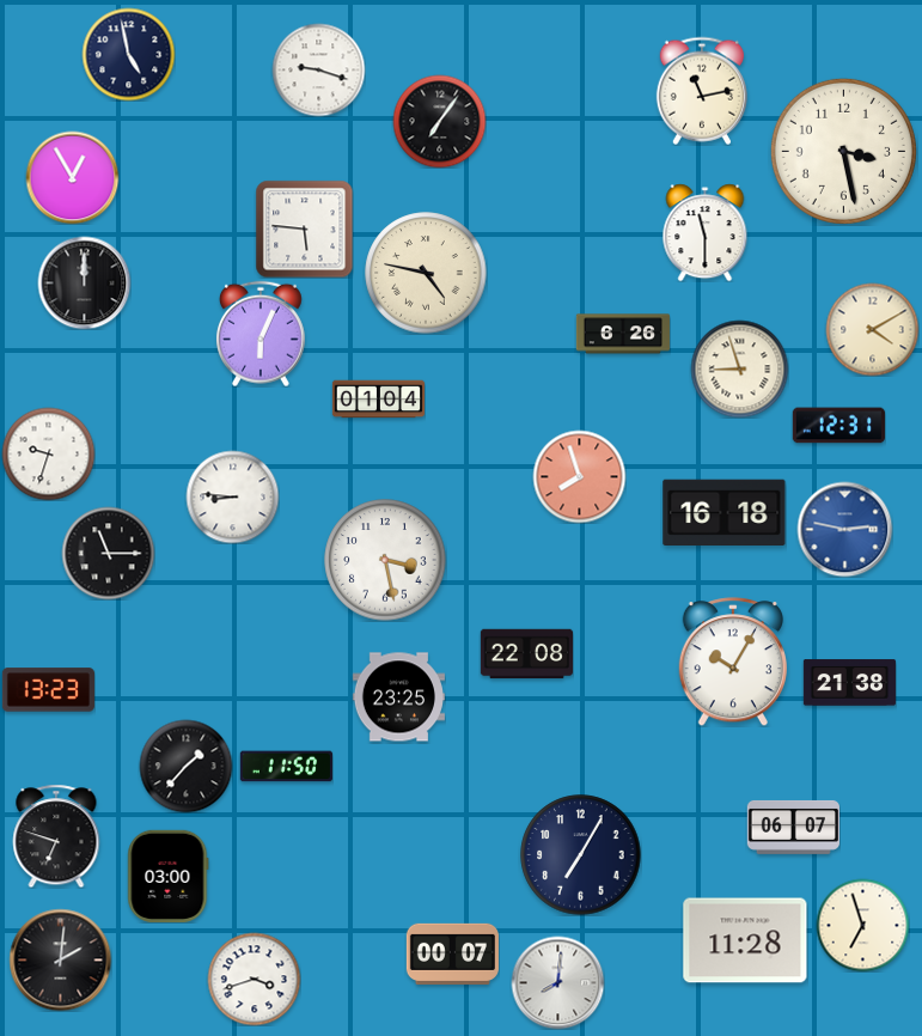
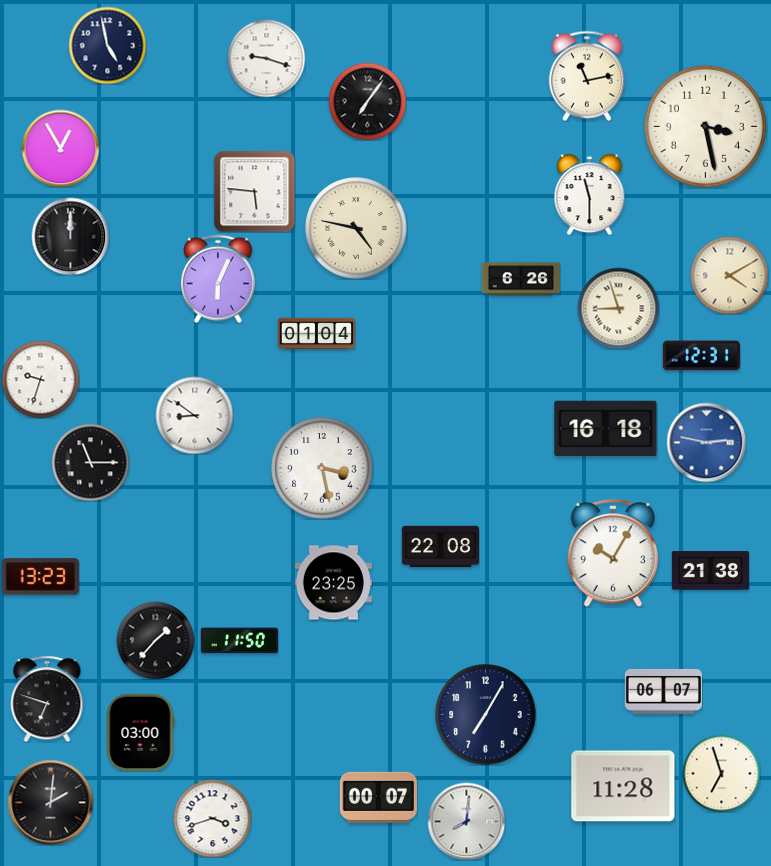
clock at (579, 476): 7:57 -> none
clock at (232, 496): 8:46 -> 8:51
